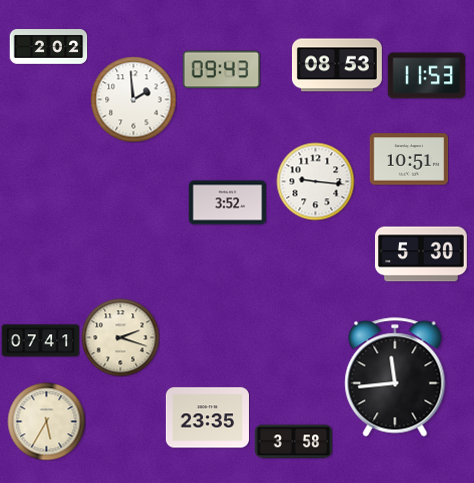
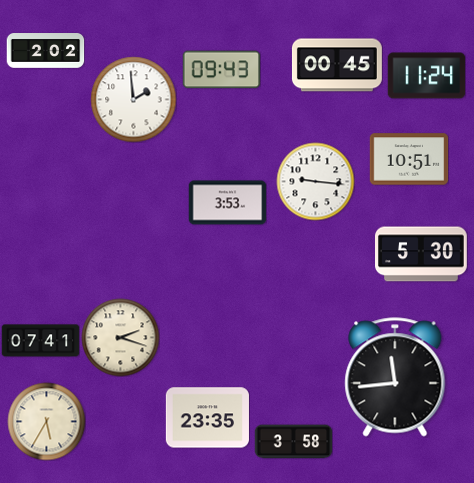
clock at (48, 47) position: (48, 47) -> (45, 51)
clock at (337, 65): 08:53 -> 00:45
clock at (426, 76): 11:53 -> 11:24
clock at (227, 203): 3:52 -> 3:53
